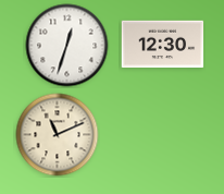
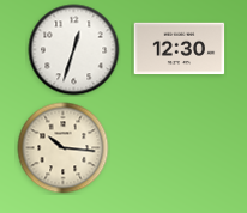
clock at (58, 135): 11:11 -> 10:16
